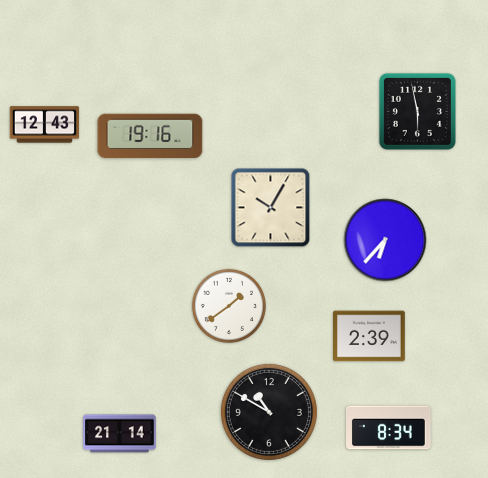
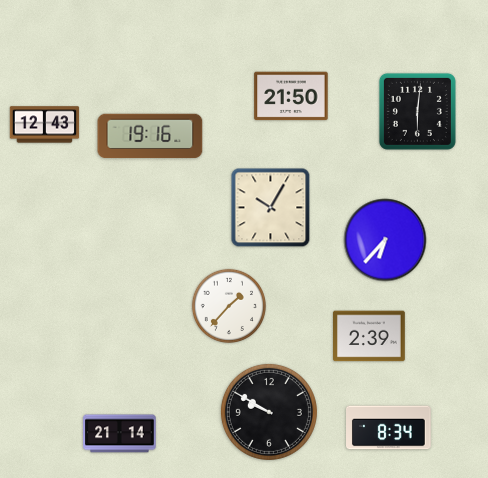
clock at (291, 96): none -> 21:50
clock at (417, 111): 5:58 -> 6:01
clock at (229, 306): 1:39 -> 1:37
clock at (269, 412): 10:50 -> 9:50
